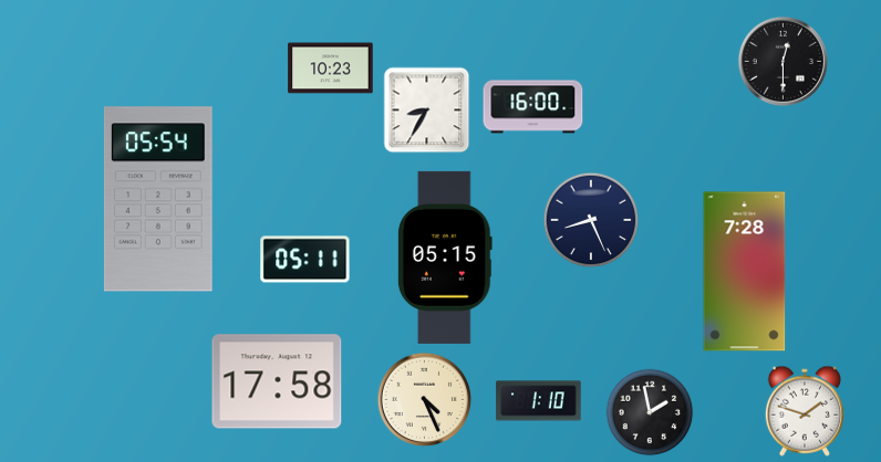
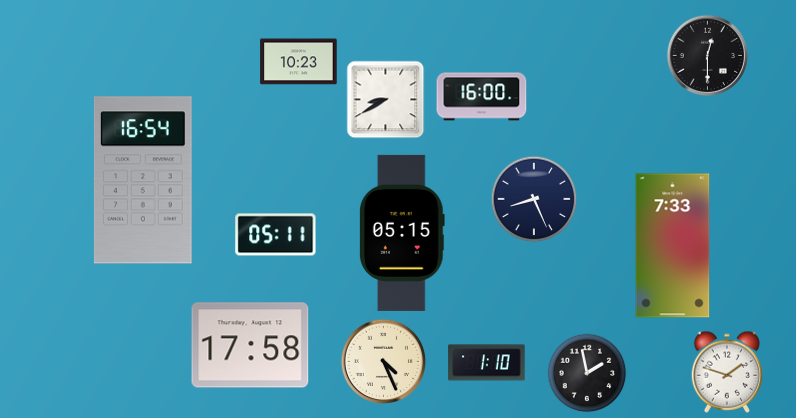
clock at (427, 111): 8:35 -> 8:40
clock at (158, 199): 05:54 -> 16:54
clock at (745, 272): 7:28 -> 7:33
